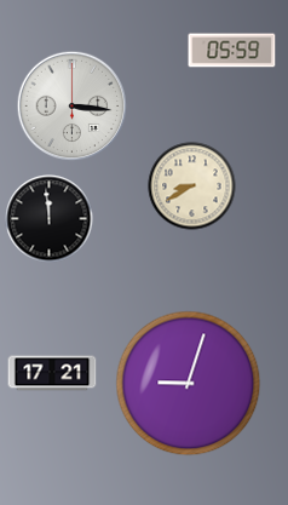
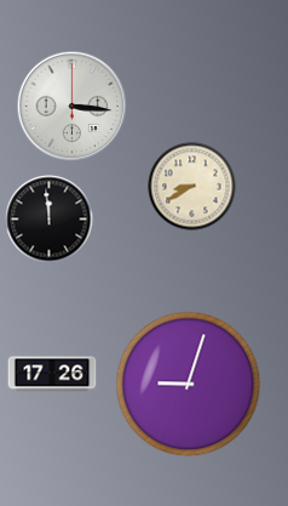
clock at (232, 51): 05:59 -> none
clock at (52, 373): 17:21 -> 17:26
